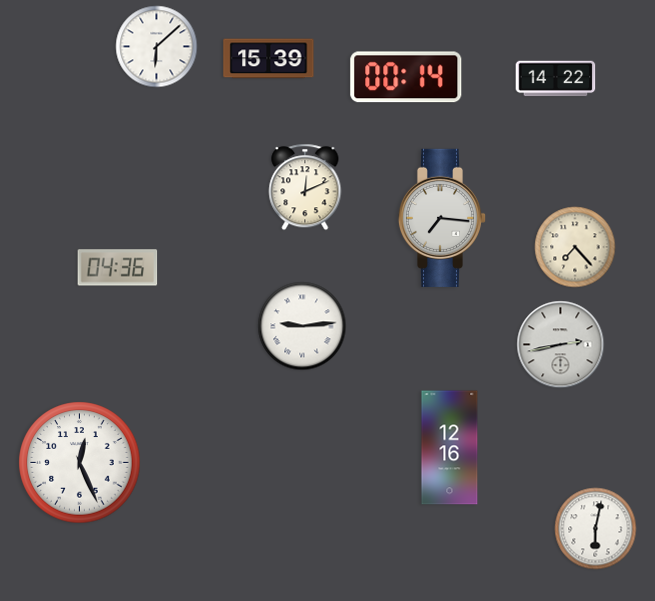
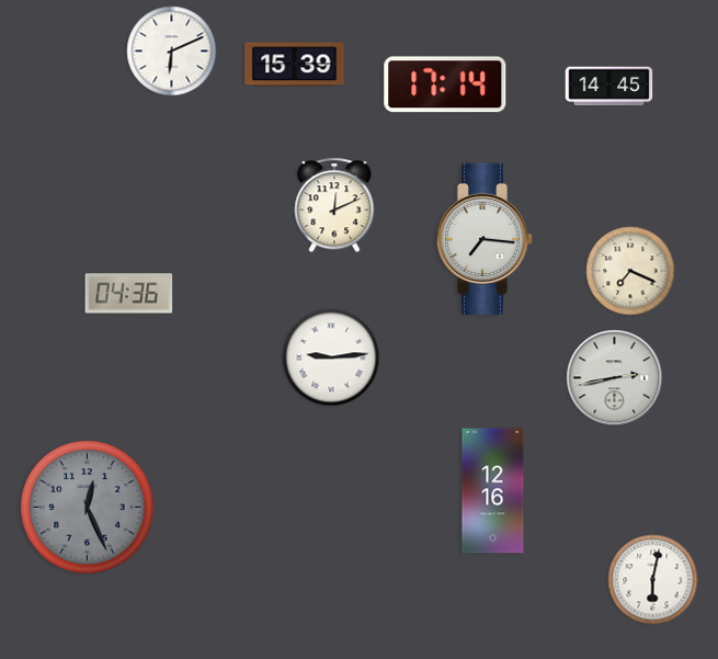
clock at (157, 47): 6:08 -> 6:11
clock at (406, 77): 00:14 -> 17:14
clock at (556, 79): 14:22 -> 14:45
clock at (575, 247): 7:23 -> 7:19
clock at (80, 463) dial: white -> grey
